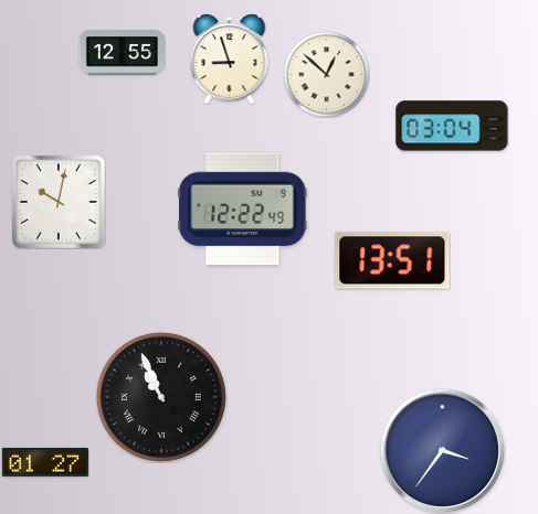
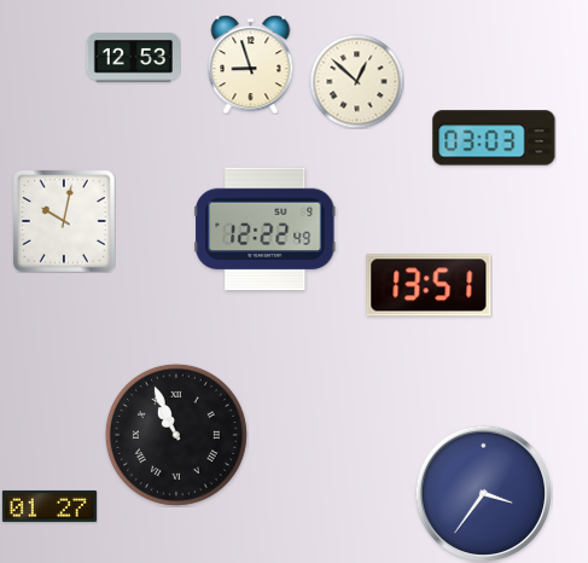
clock at (122, 53): 12:55 -> 12:53
clock at (452, 126): 03:04 -> 03:03
